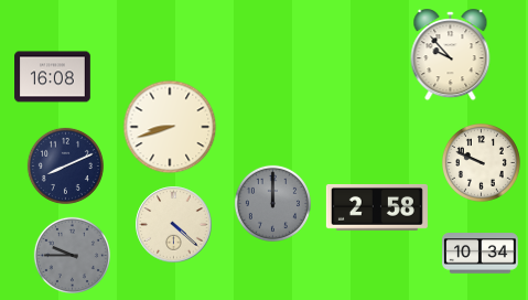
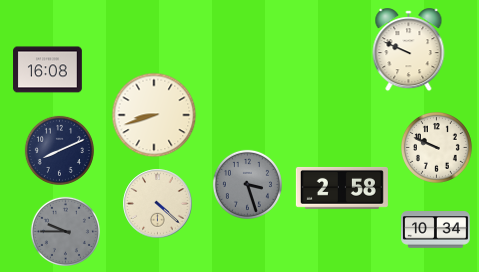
clock at (451, 55): 9:53 -> 9:49
clock at (272, 203): 12:00 -> 3:27
